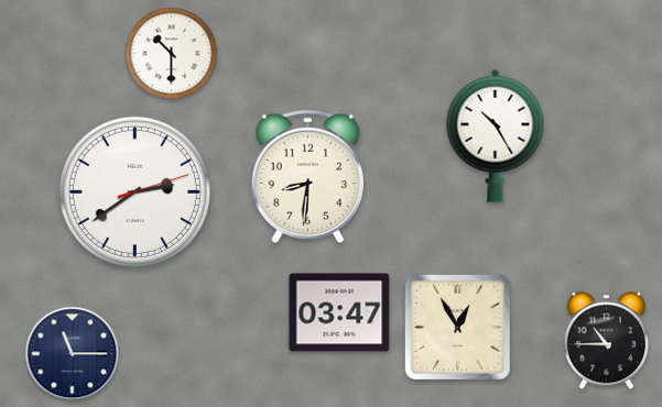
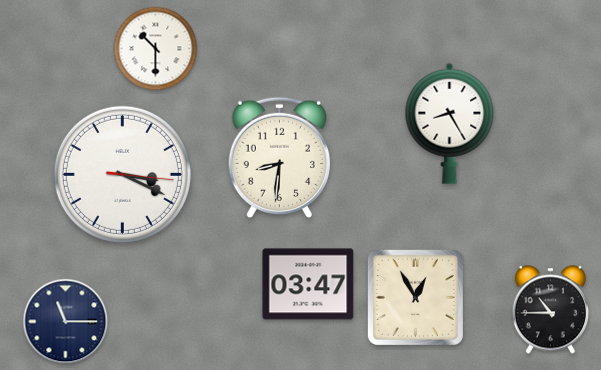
clock at (496, 135): 10:25 -> 8:25
clock at (307, 177) position: (307, 177) -> (279, 158)
clock at (134, 191): 2:39 -> 3:19
